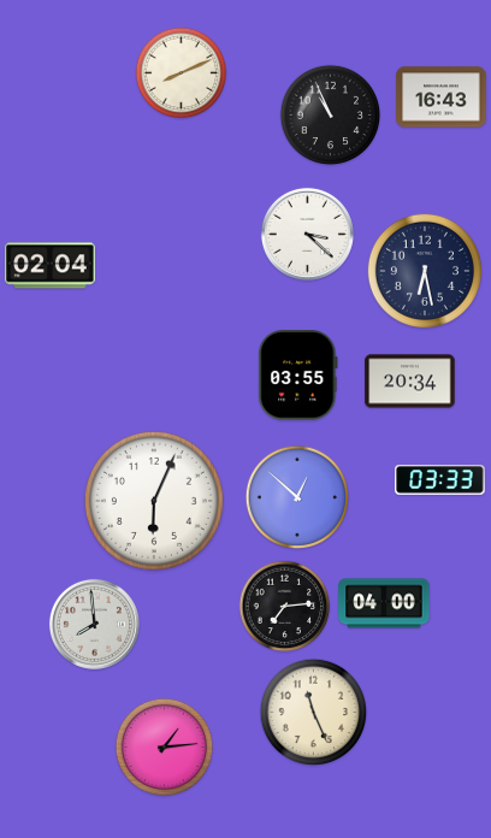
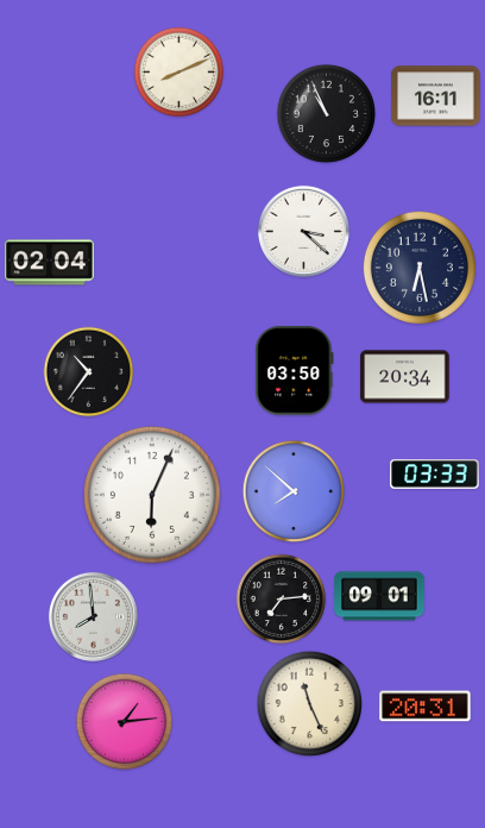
clock at (442, 98): 16:43 -> 16:11
clock at (298, 376): 03:55 -> 03:50
clock at (89, 372): none -> 10:36
clock at (296, 496): 12:52 -> 7:52
clock at (384, 603): 04:00 -> 09:01
clock at (426, 707): none -> 20:31
clock at (165, 748) position: (165, 748) -> (125, 722)
